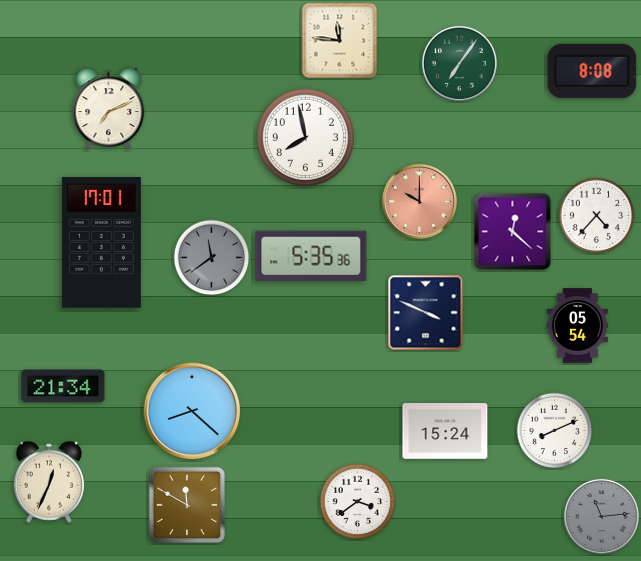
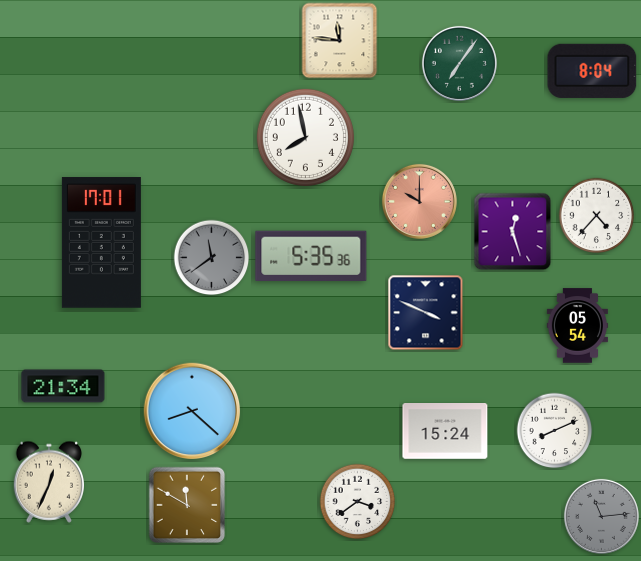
clock at (592, 71): 8:08 -> 8:04
clock at (109, 109): 7:11 -> none
clock at (513, 232): 12:22 -> 12:27
